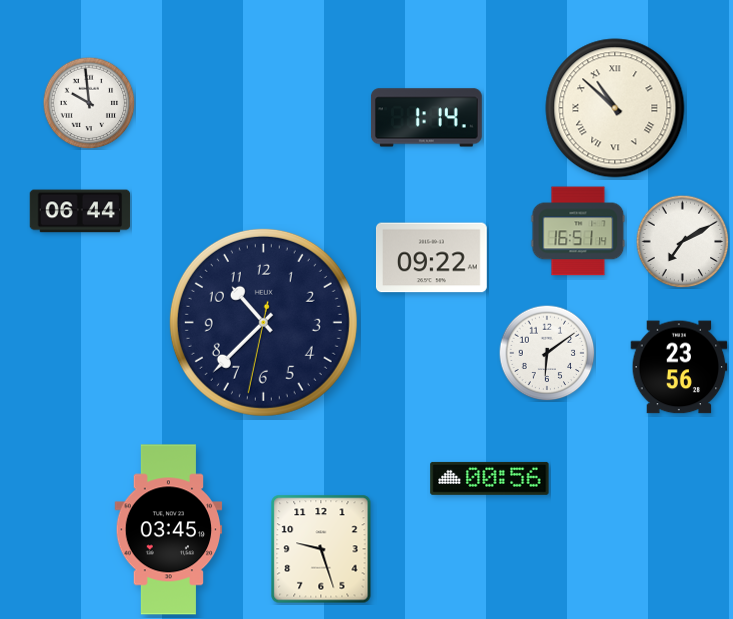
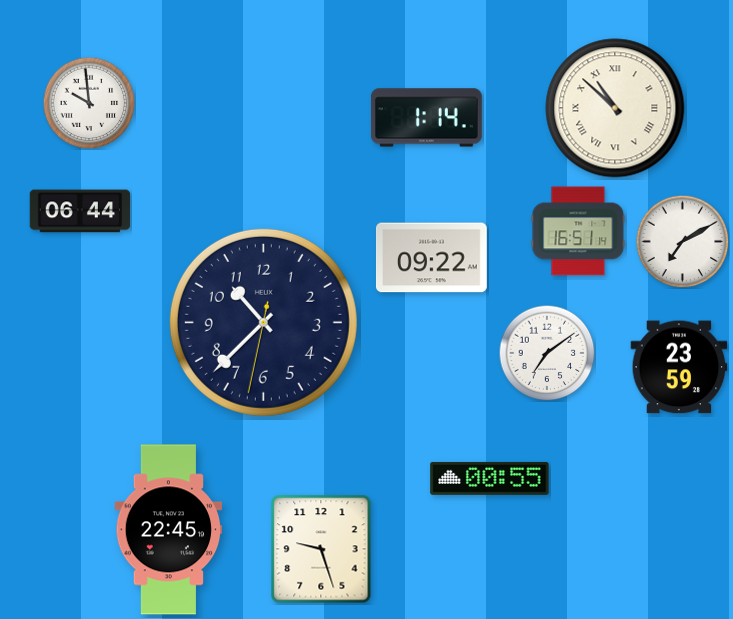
clock at (547, 353): 6:09 -> 7:09
clock at (679, 367): 23:56 -> 23:59
clock at (490, 478): 00:56 -> 00:55
clock at (169, 530): 03:45 -> 22:45
